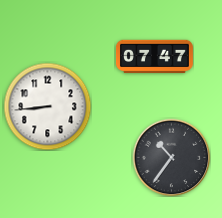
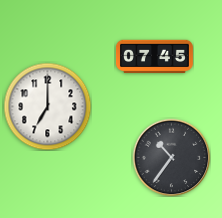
clock at (154, 57): 07:47 -> 07:45
clock at (47, 106): 8:44 -> 7:00
